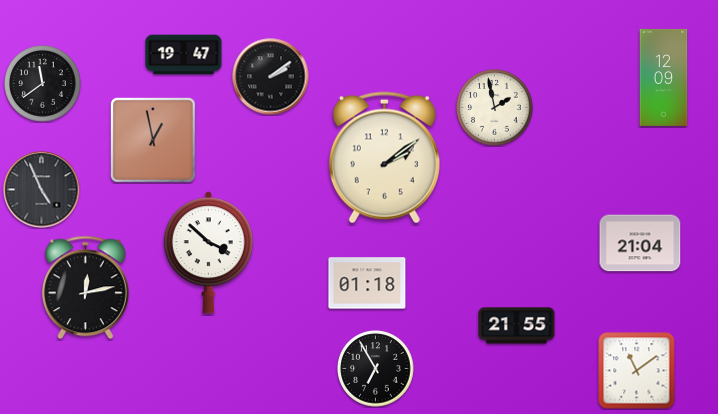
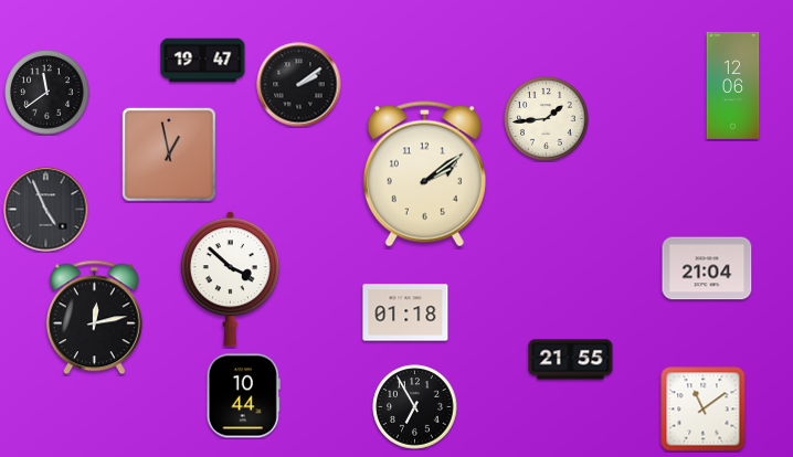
clock at (664, 77): 12:09 -> 12:06
clock at (495, 108): 1:58 -> 1:44
clock at (243, 396): none -> 10:44
